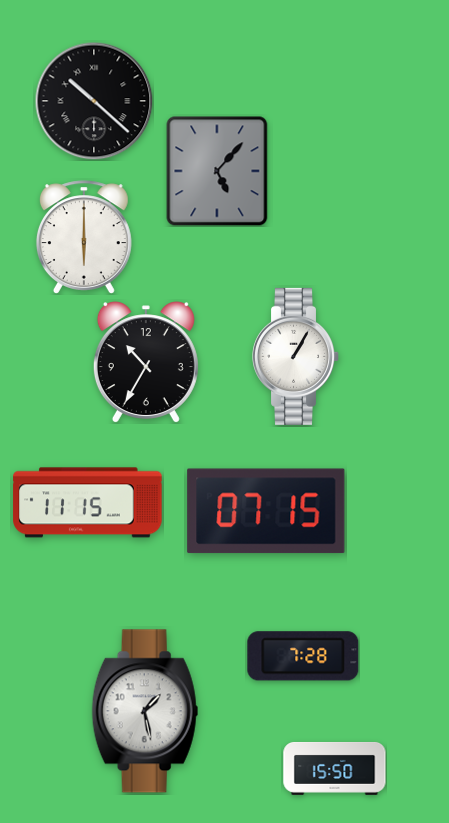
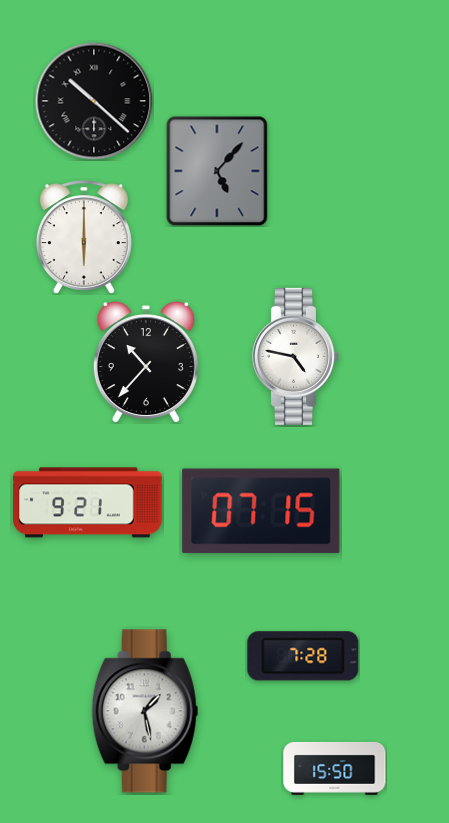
clock at (296, 356): 1:05 -> 4:47
clock at (146, 362): 10:35 -> 10:37
clock at (88, 503): 11:15 -> 9:21
clock at (266, 511) position: (266, 511) -> (261, 511)
